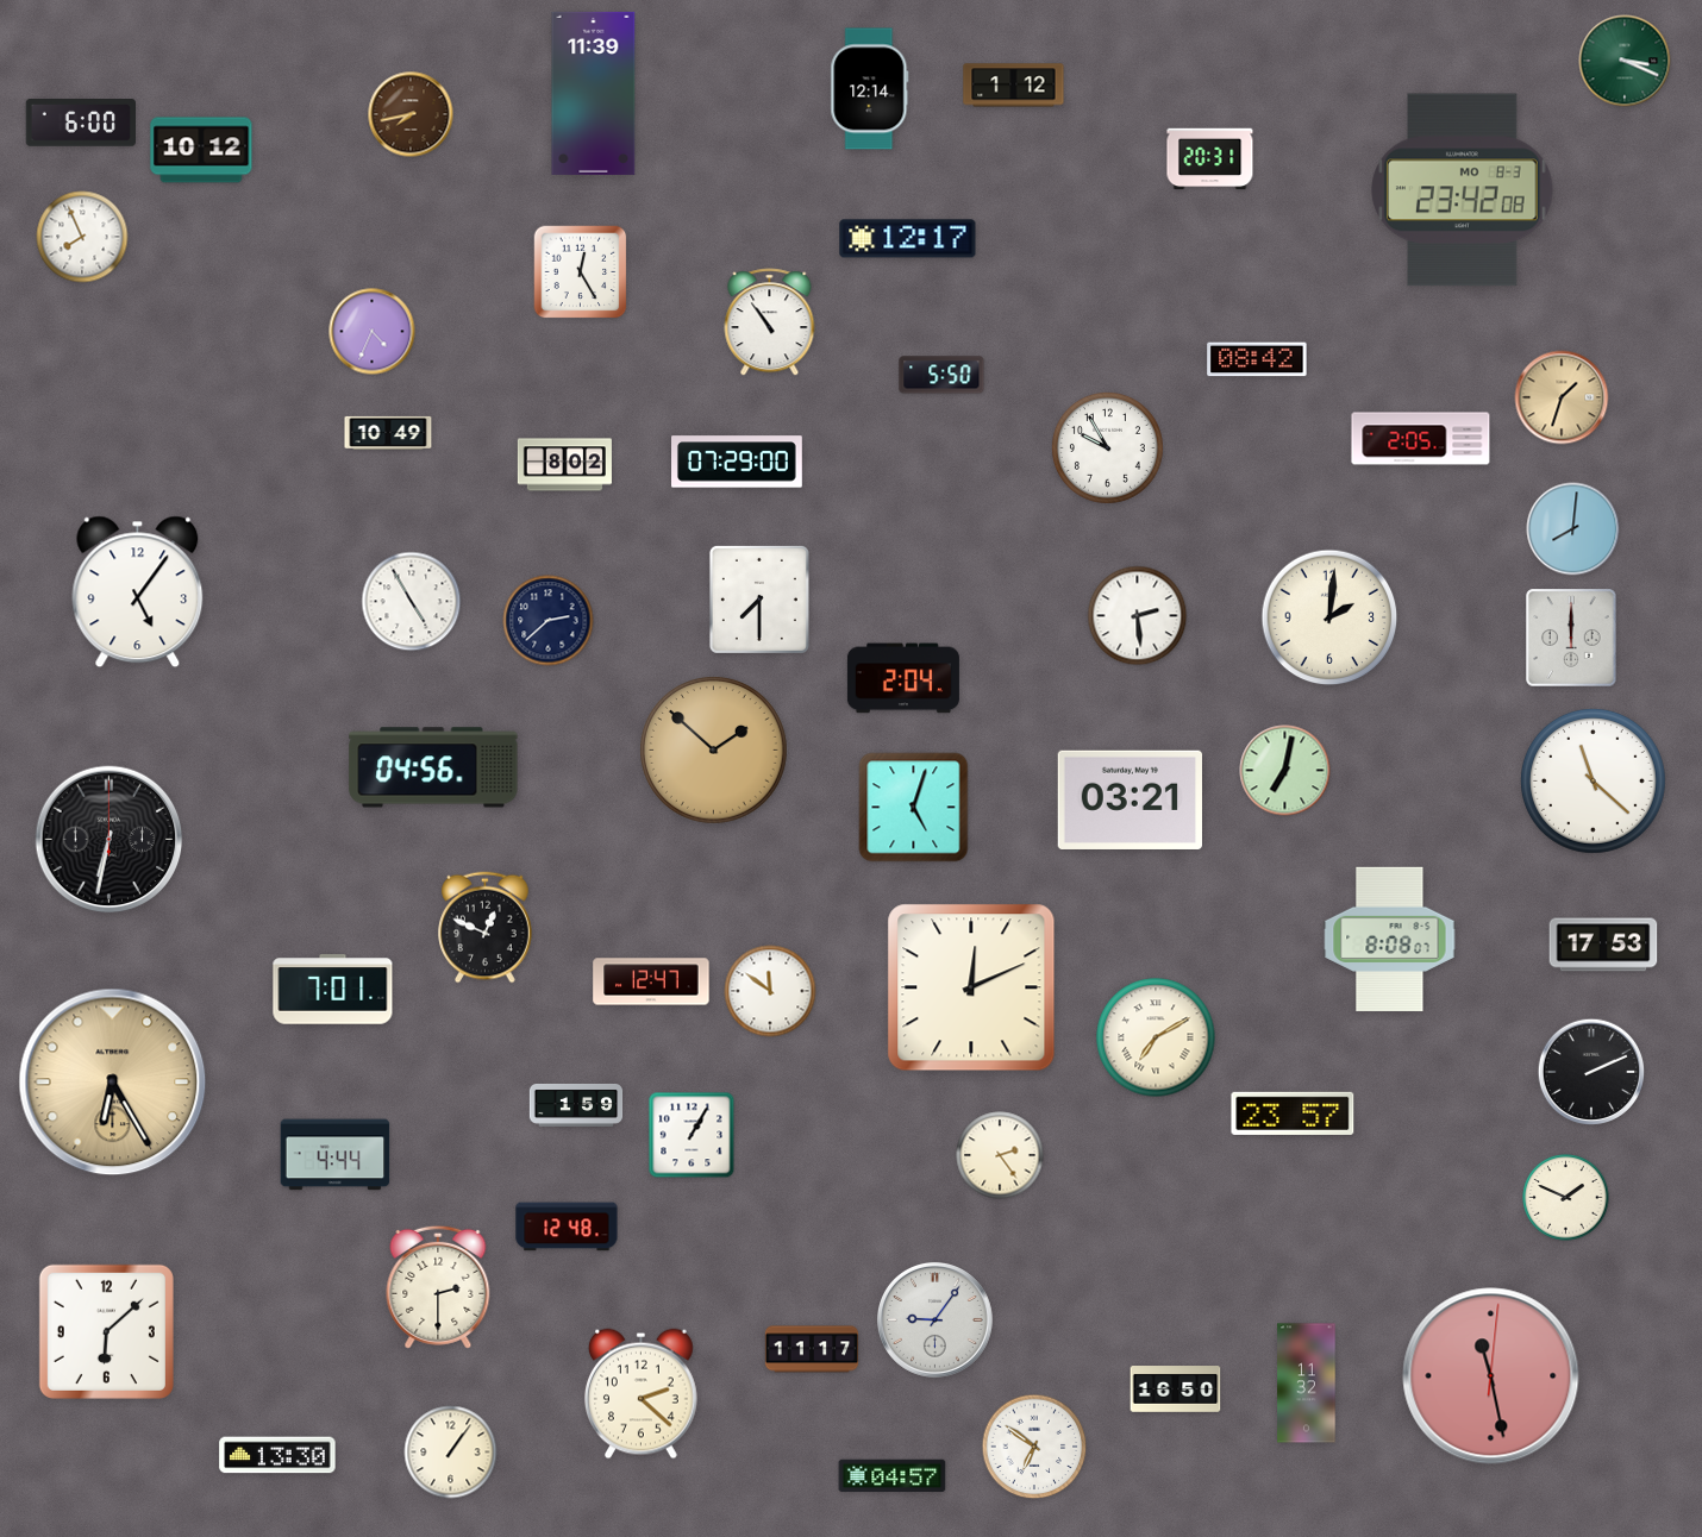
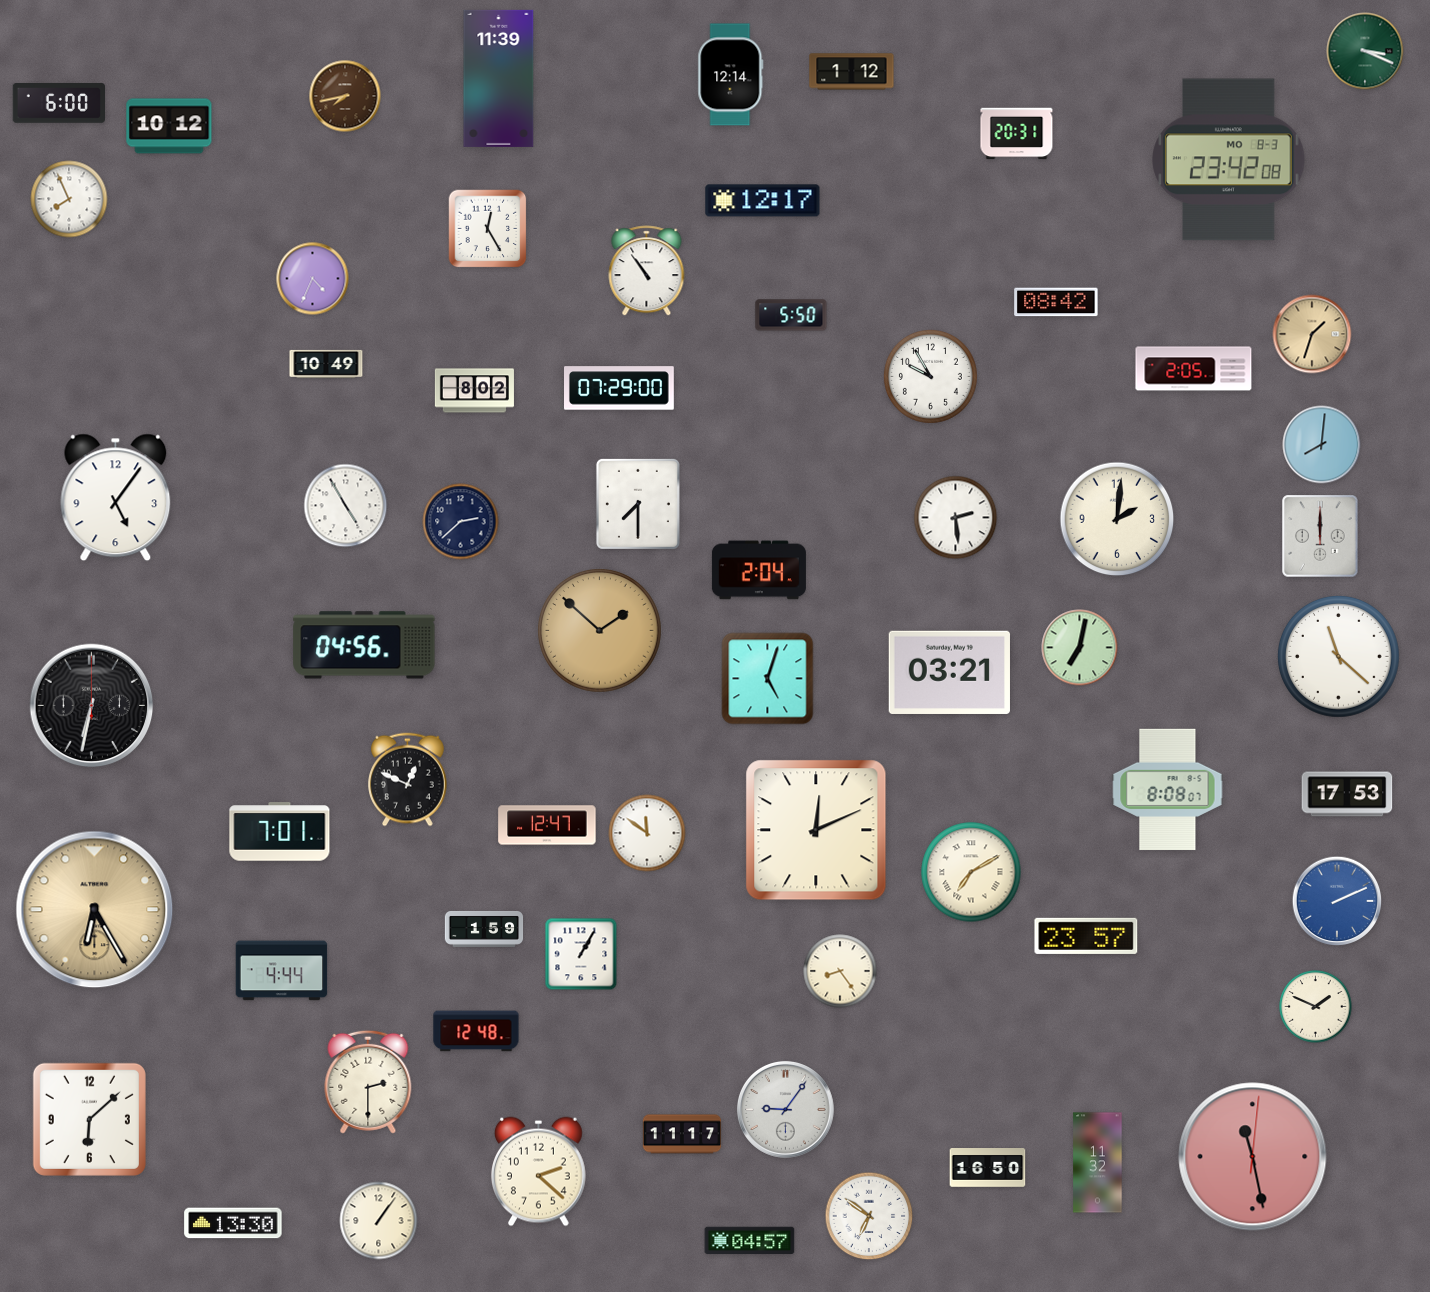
clock at (81, 124) position: (81, 124) -> (59, 104)
clock at (1591, 1072) dial: black -> blue
clock at (1000, 1155): 2:24 -> 8:24
